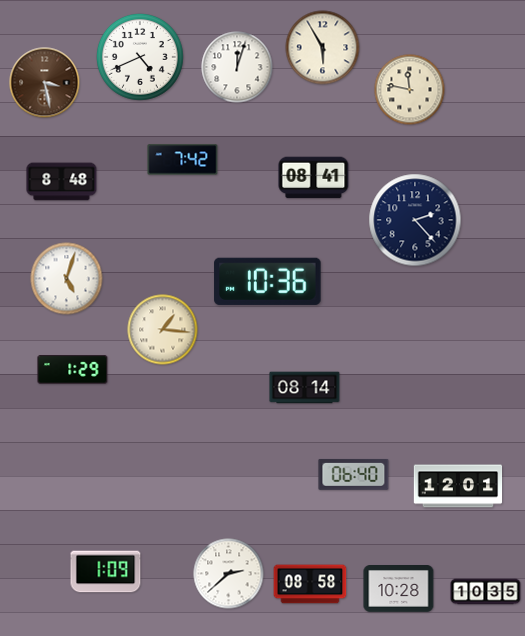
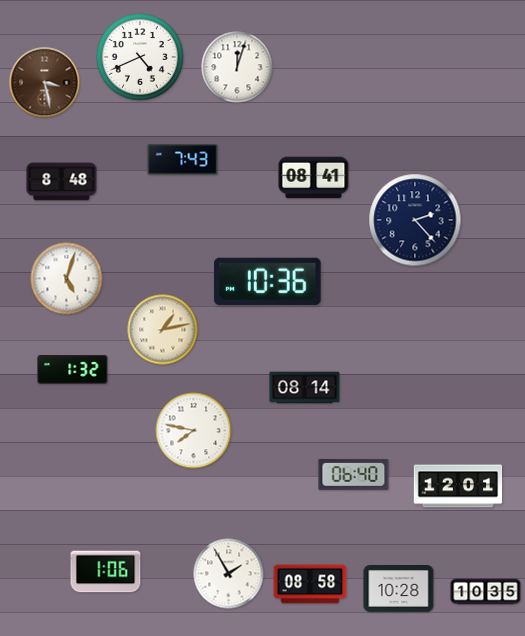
clock at (323, 48): 5:55 -> none
clock at (410, 90): 11:47 -> none
clock at (183, 160): 7:42 -> 7:43
clock at (163, 330): 1:16 -> 1:13
clock at (73, 370): 1:29 -> 1:32
clock at (194, 431): none -> 7:47
clock at (106, 572): 1:09 -> 1:06
clock at (229, 574): 2:38 -> 1:55
